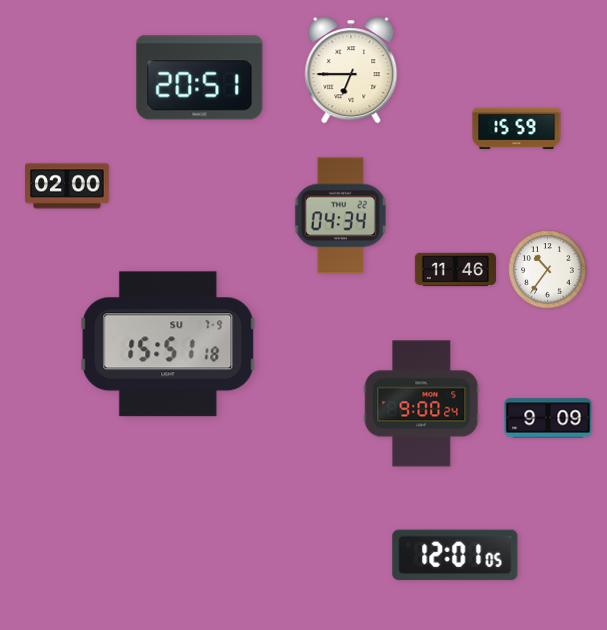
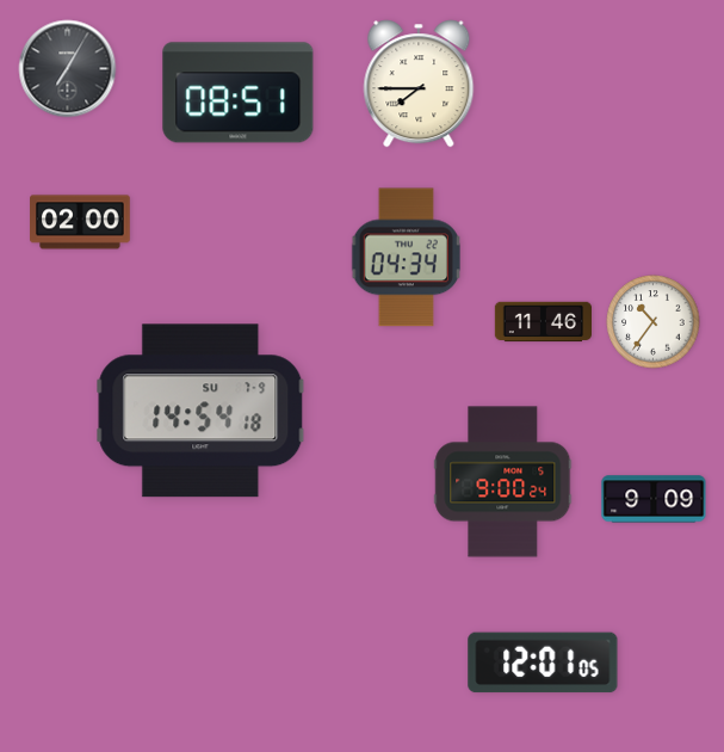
clock at (68, 69): none -> 7:05
clock at (351, 70): 6:45 -> 7:45
clock at (200, 78): 20:51 -> 08:51
clock at (517, 129): 15:59 -> none
clock at (168, 344): 15:51 -> 14:54
